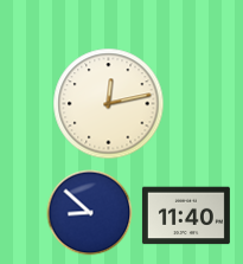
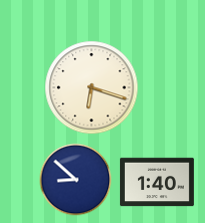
clock at (109, 104): 12:13 -> 6:18
clock at (186, 215): 11:40 -> 1:40
